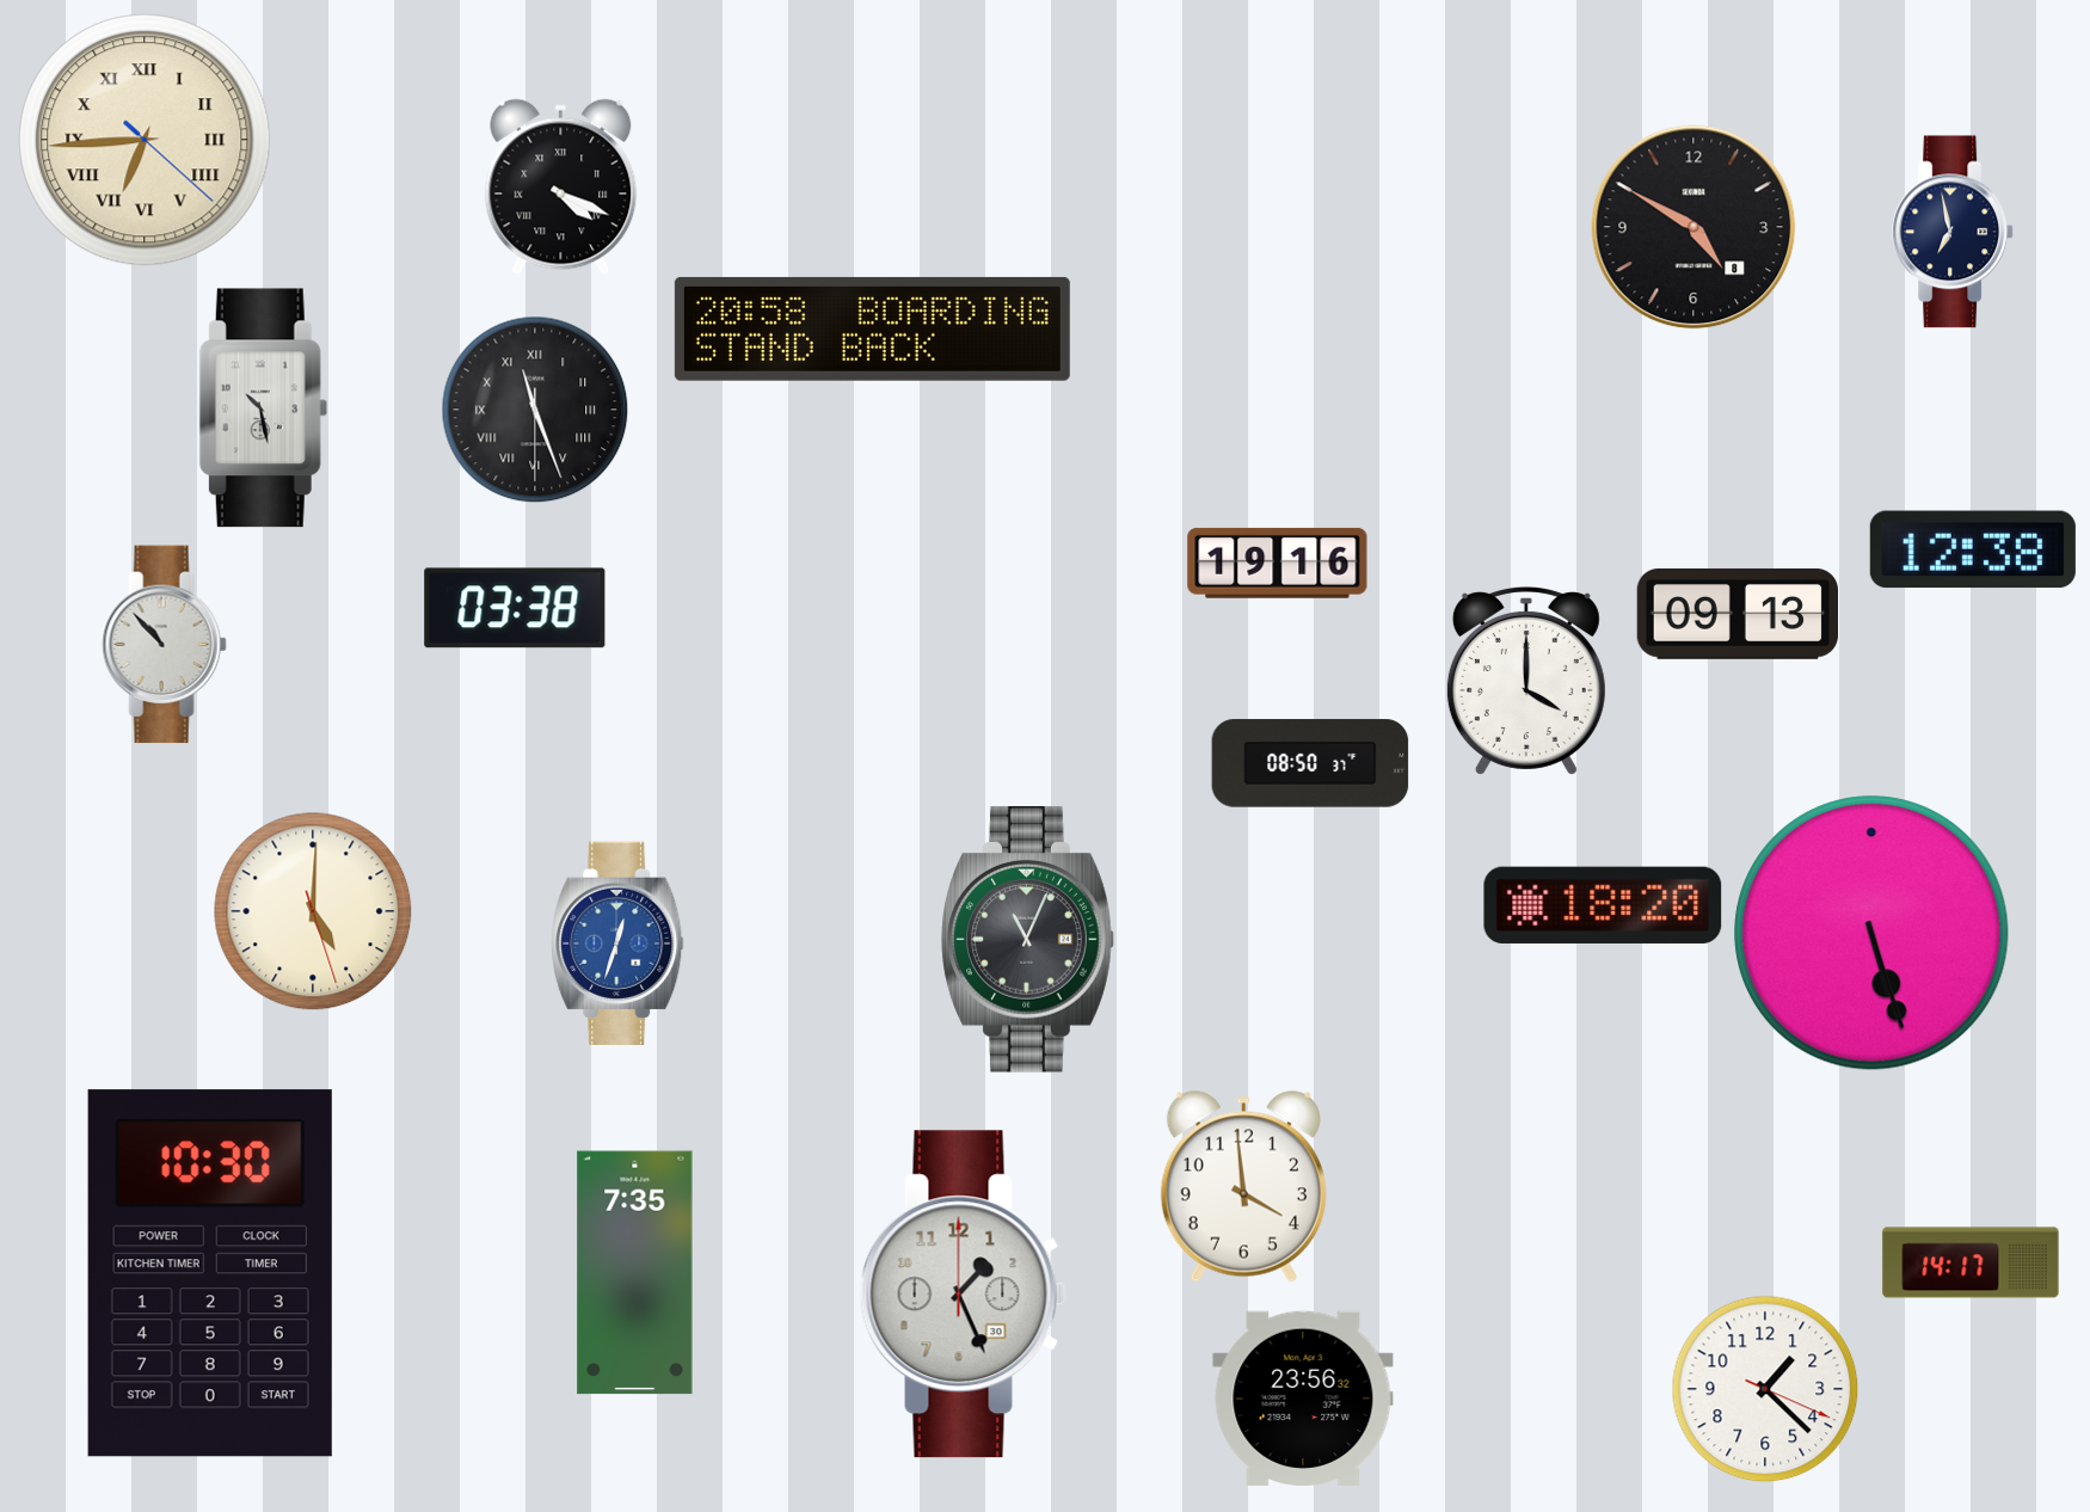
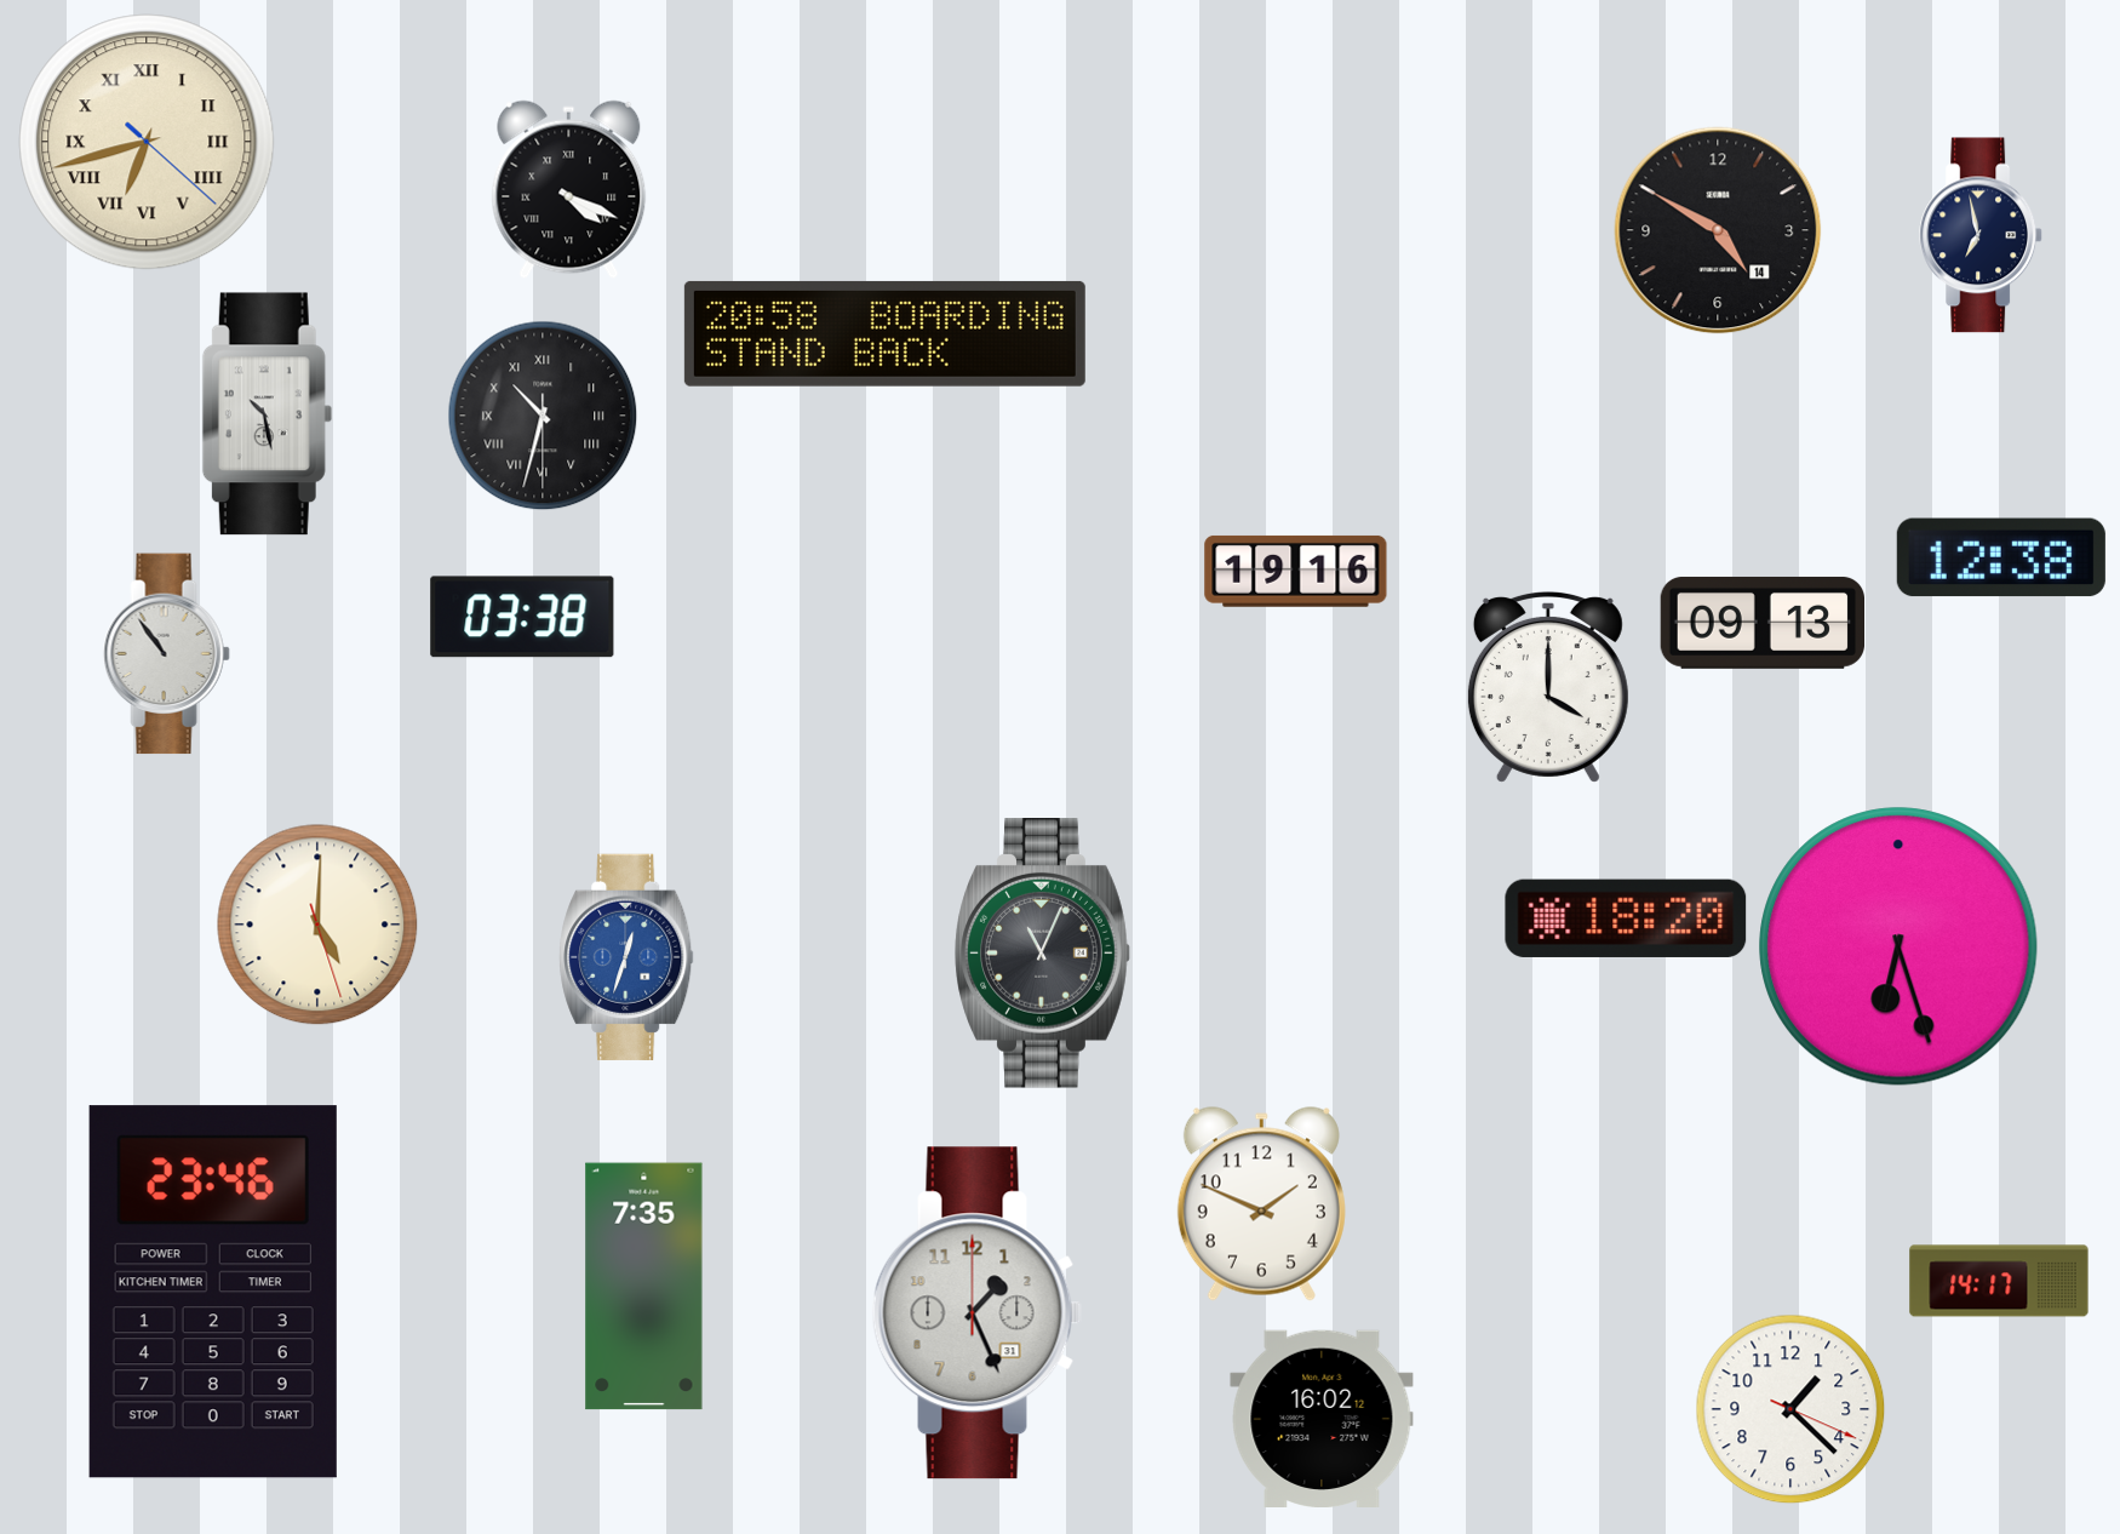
clock at (145, 140): 6:44 -> 6:42
clock at (1693, 227) date: 8 -> 14
clock at (535, 410): 11:26 -> 10:32
clock at (164, 645): 10:53 -> 10:54
clock at (1526, 681) position: (1526, 681) -> (1548, 687)
clock at (1310, 763): 08:50 -> none
clock at (1871, 933): 5:27 -> 6:27
clock at (1243, 1187): 3:59 -> 1:49
clock at (210, 1273): 10:30 -> 23:46
clock at (635, 1273) position: (635, 1273) -> (644, 1287)
clock at (963, 1295) date: 30 -> 31
clock at (1303, 1397): 23:56 -> 16:02
